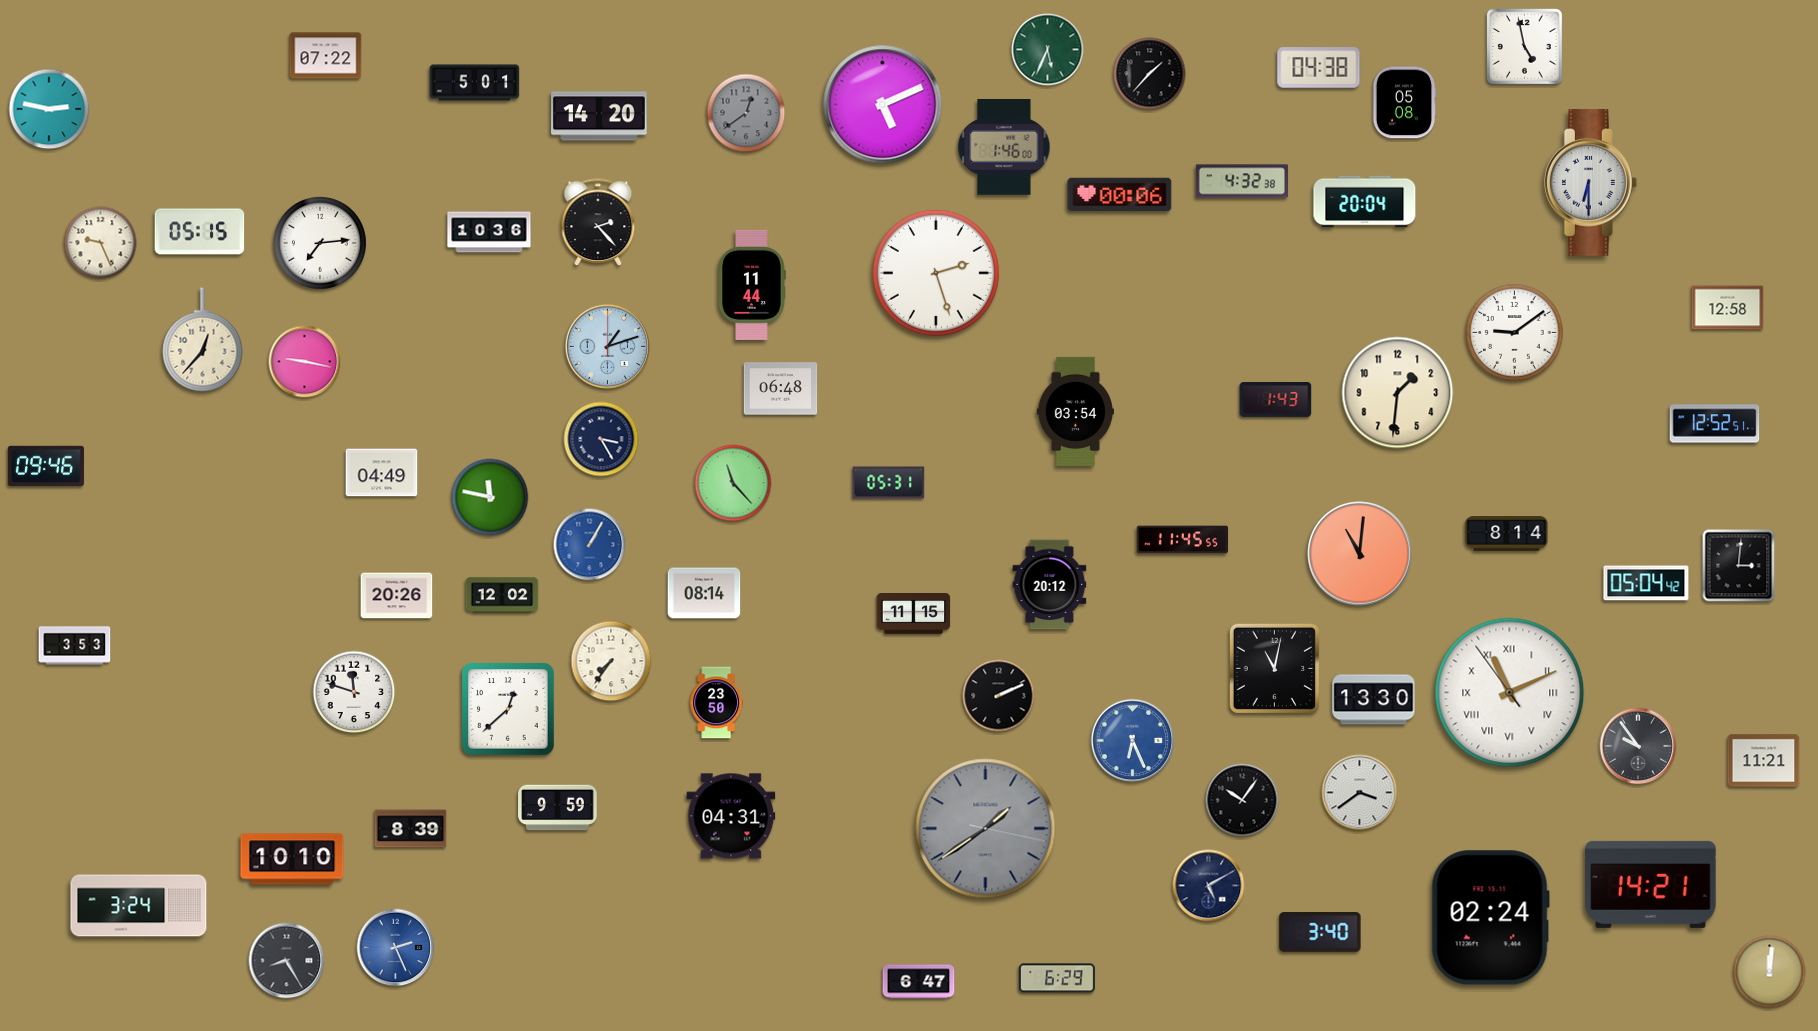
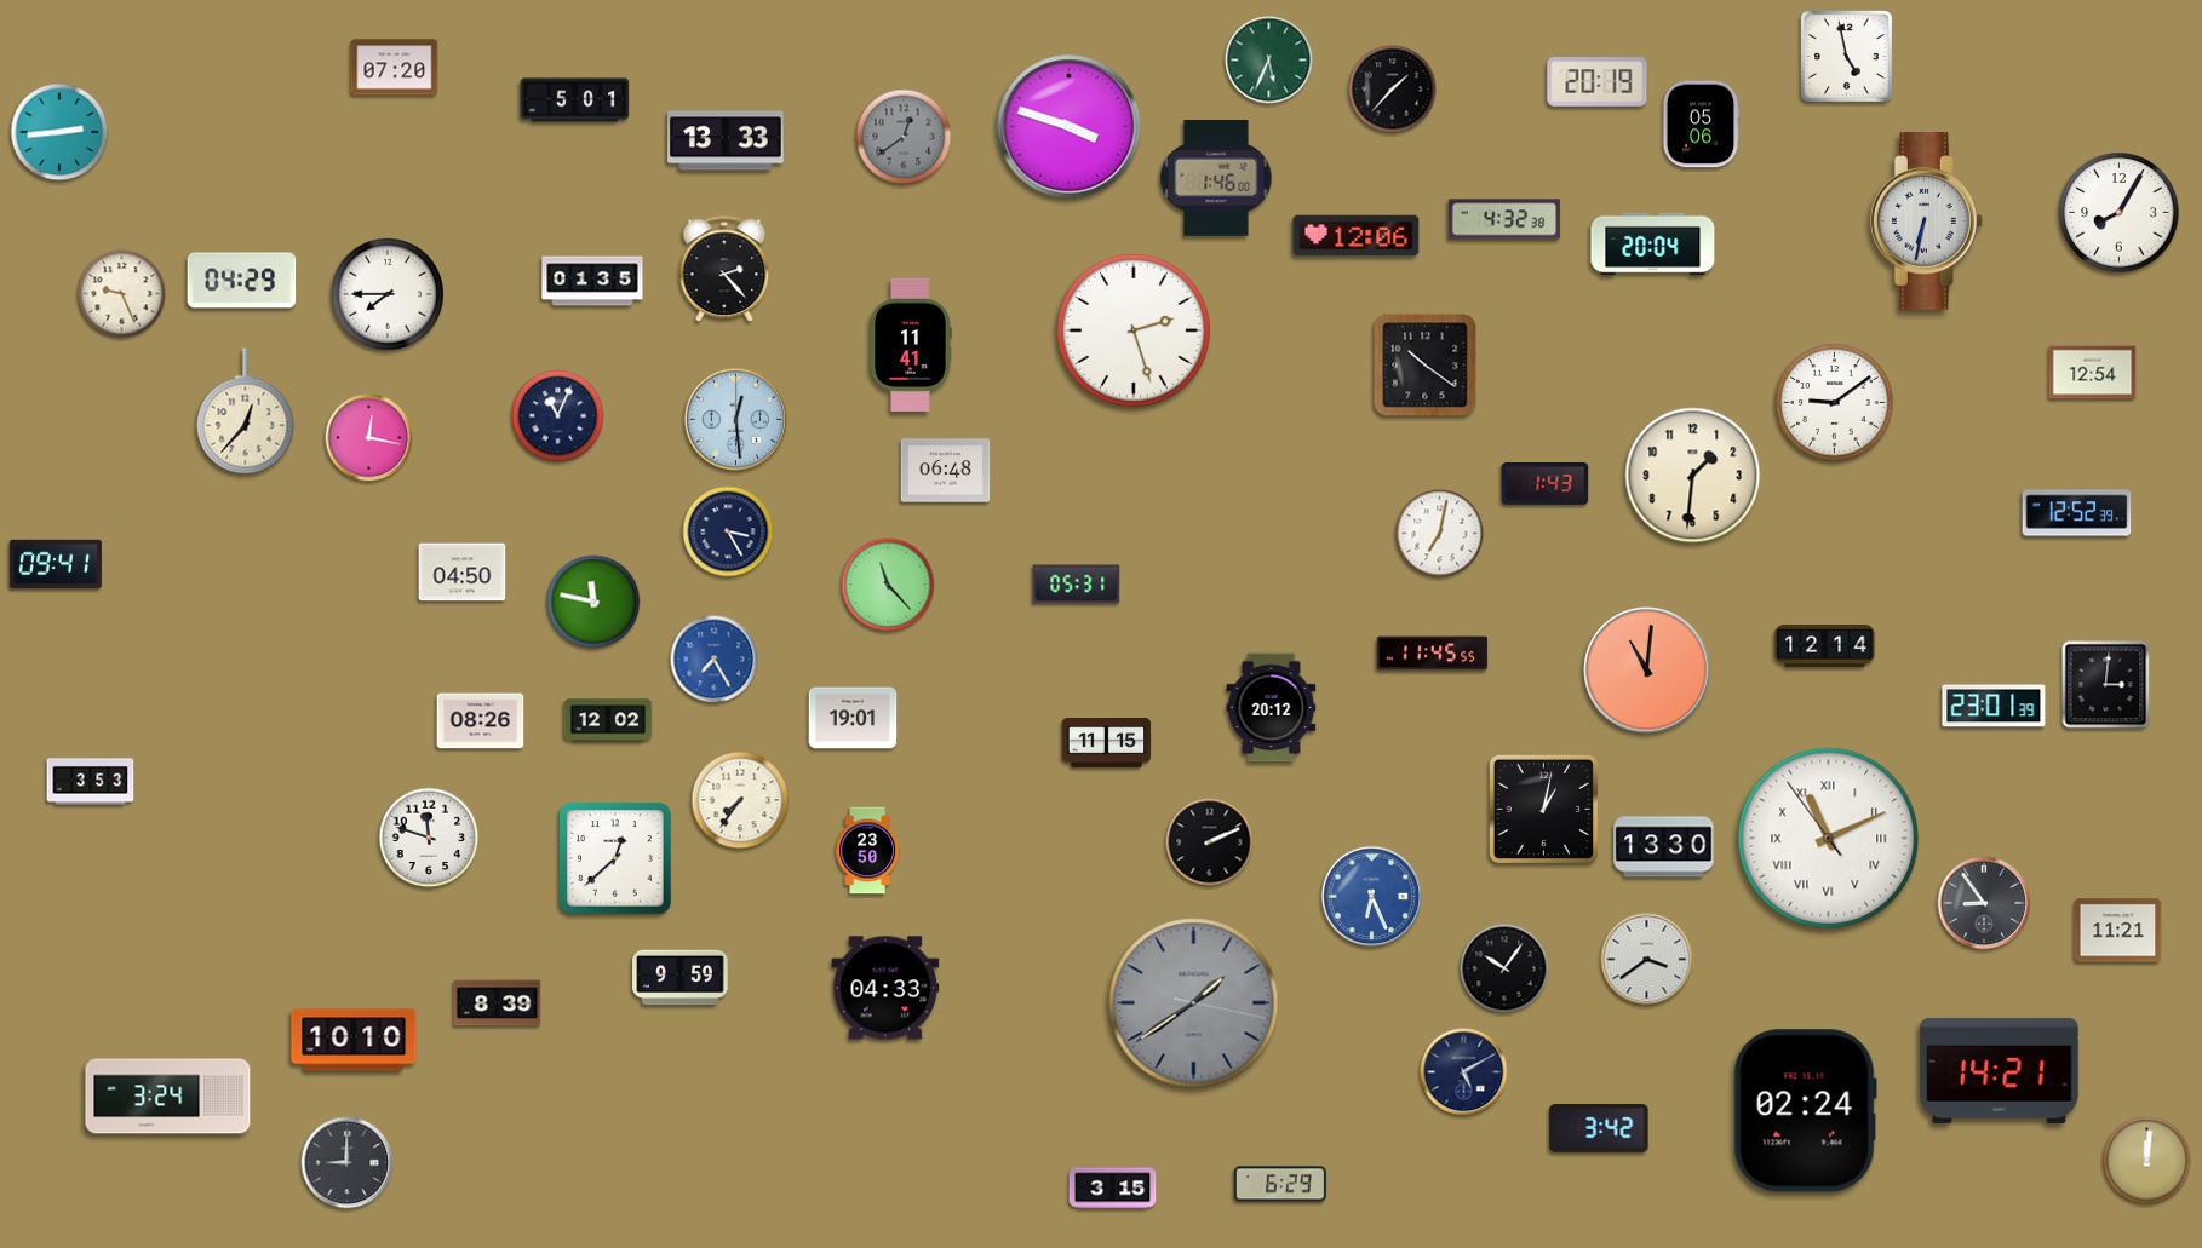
clock at (326, 56): 07:22 -> 07:20
clock at (1319, 68): 04:38 -> 20:19
clock at (1404, 103): 05:08 -> 05:06
clock at (883, 105): 5:11 -> 3:48
clock at (49, 109): 2:47 -> 2:44
clock at (599, 116): 14:20 -> 13:33
clock at (2120, 213): none -> 8:05
clock at (1590, 183): 6:30 -> 6:32
clock at (1120, 195): 00:06 -> 12:06
clock at (200, 232): 05:15 -> 04:29
clock at (489, 232): 10:36 -> 01:35
clock at (320, 243): 7:14 -> 7:45
clock at (752, 285): 11:44 -> 11:41
clock at (1426, 366): none -> 10:21
clock at (1728, 308): 12:58 -> 12:54
clock at (558, 416): none -> 11:04
clock at (608, 347): 1:12 -> 12:29
clock at (305, 362): 9:17 -> 12:17
clock at (1075, 411): 03:54 -> none
clock at (1715, 424): 12:52:51 -> 12:52:39
clock at (1440, 534): none -> 7:02
clock at (46, 466): 09:46 -> 09:41
clock at (382, 473): 04:49 -> 04:50
clock at (1507, 534): 8:14 -> 12:14
clock at (590, 545): 1:05 -> 7:25
clock at (1646, 583): 05:04 -> 23:01
clock at (704, 593): 08:14 -> 19:01
clock at (397, 596): 20:26 -> 08:26
clock at (1274, 668): 11:02 -> 1:02
clock at (1638, 746): 9:54 -> 8:54
clock at (1764, 761) position: (1764, 761) -> (2118, 931)
clock at (558, 808) position: (558, 808) -> (681, 978)
clock at (731, 816): 04:31 -> 04:33
clock at (1320, 933): 3:40 -> 3:42
clock at (396, 948): 2:26 -> none
clock at (287, 961): 8:25 -> 9:00
clock at (1770, 972) position: (1770, 972) -> (2147, 1161)
clock at (919, 982): 6:47 -> 3:15
